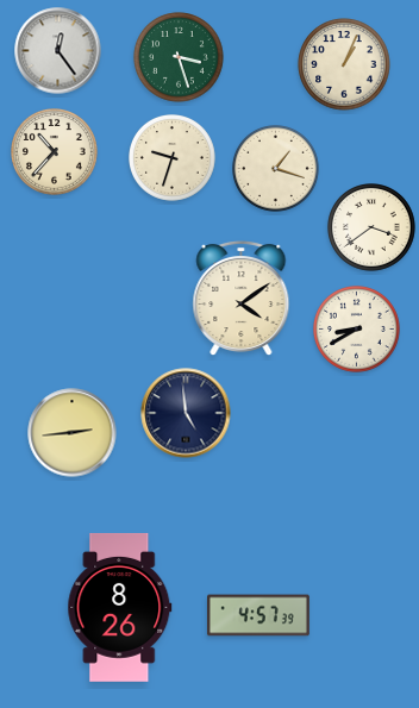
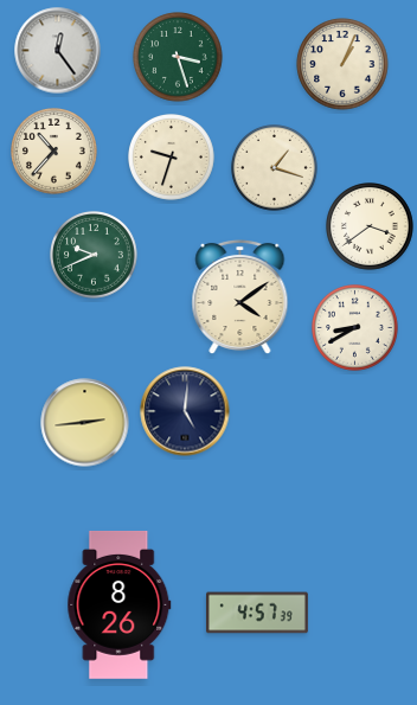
clock at (95, 256): none -> 9:41
clock at (186, 413): 4:59 -> 5:01
clock at (73, 433) position: (73, 433) -> (85, 423)
